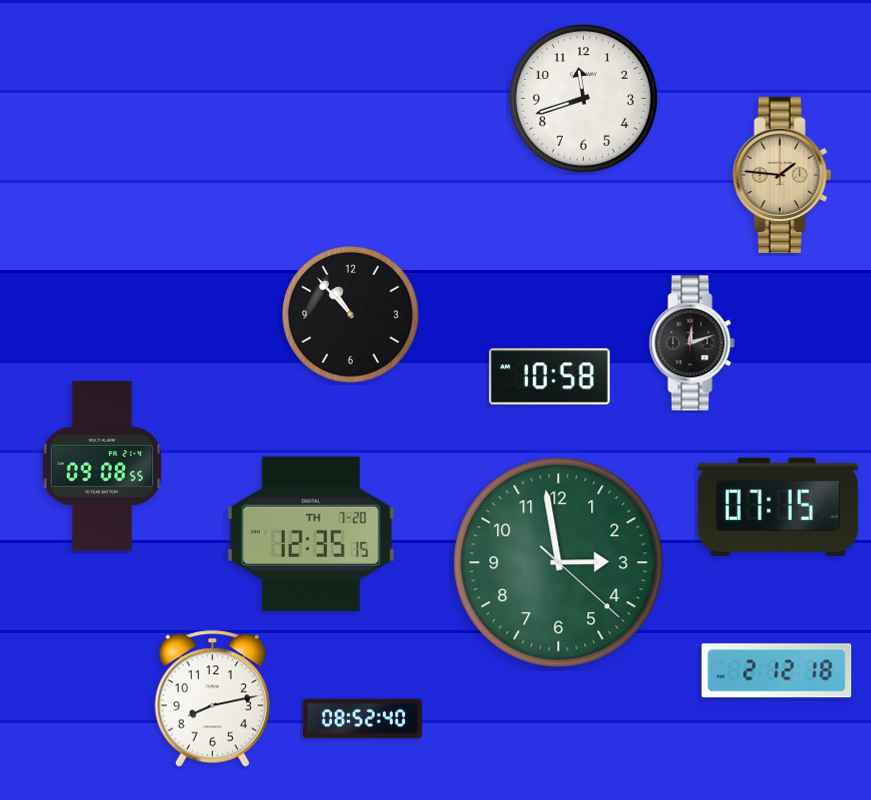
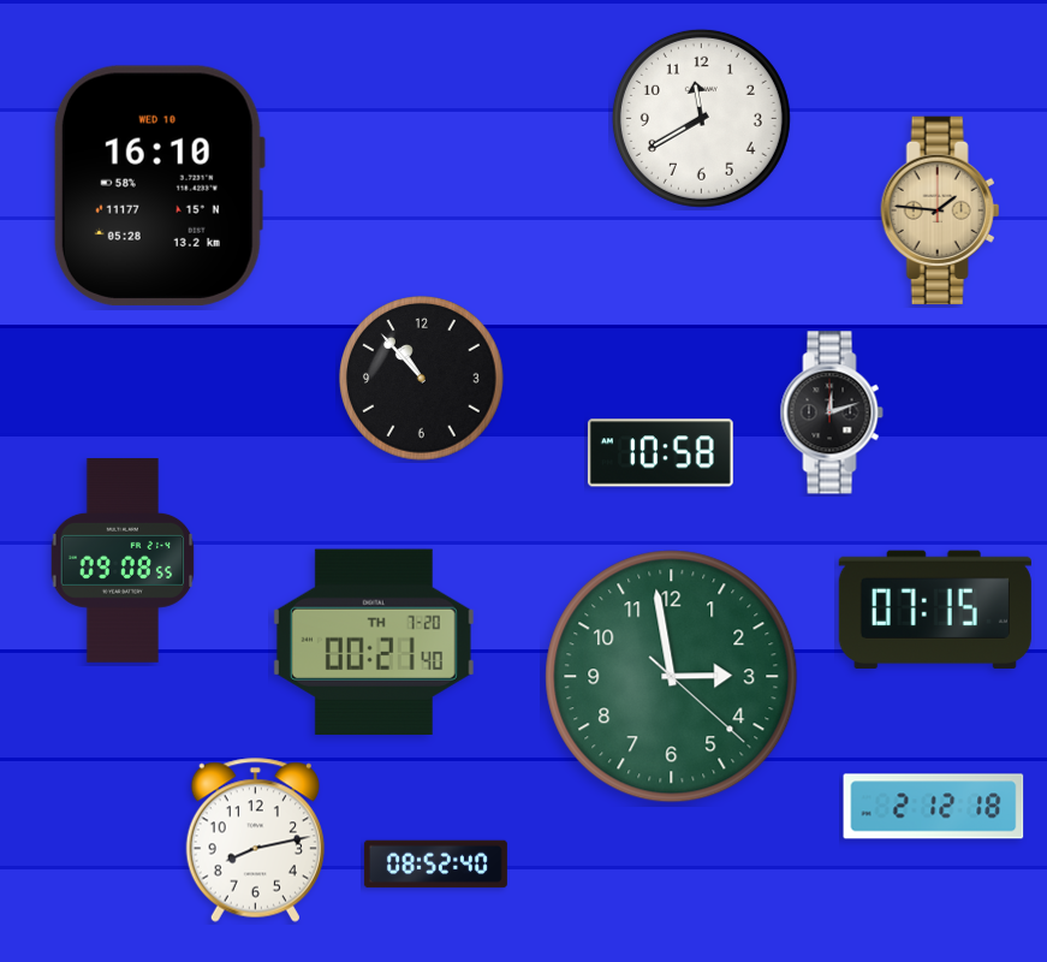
clock at (583, 98): 11:42 -> 11:40
clock at (159, 185): none -> 16:10
clock at (311, 533): 12:35 -> 00:21
